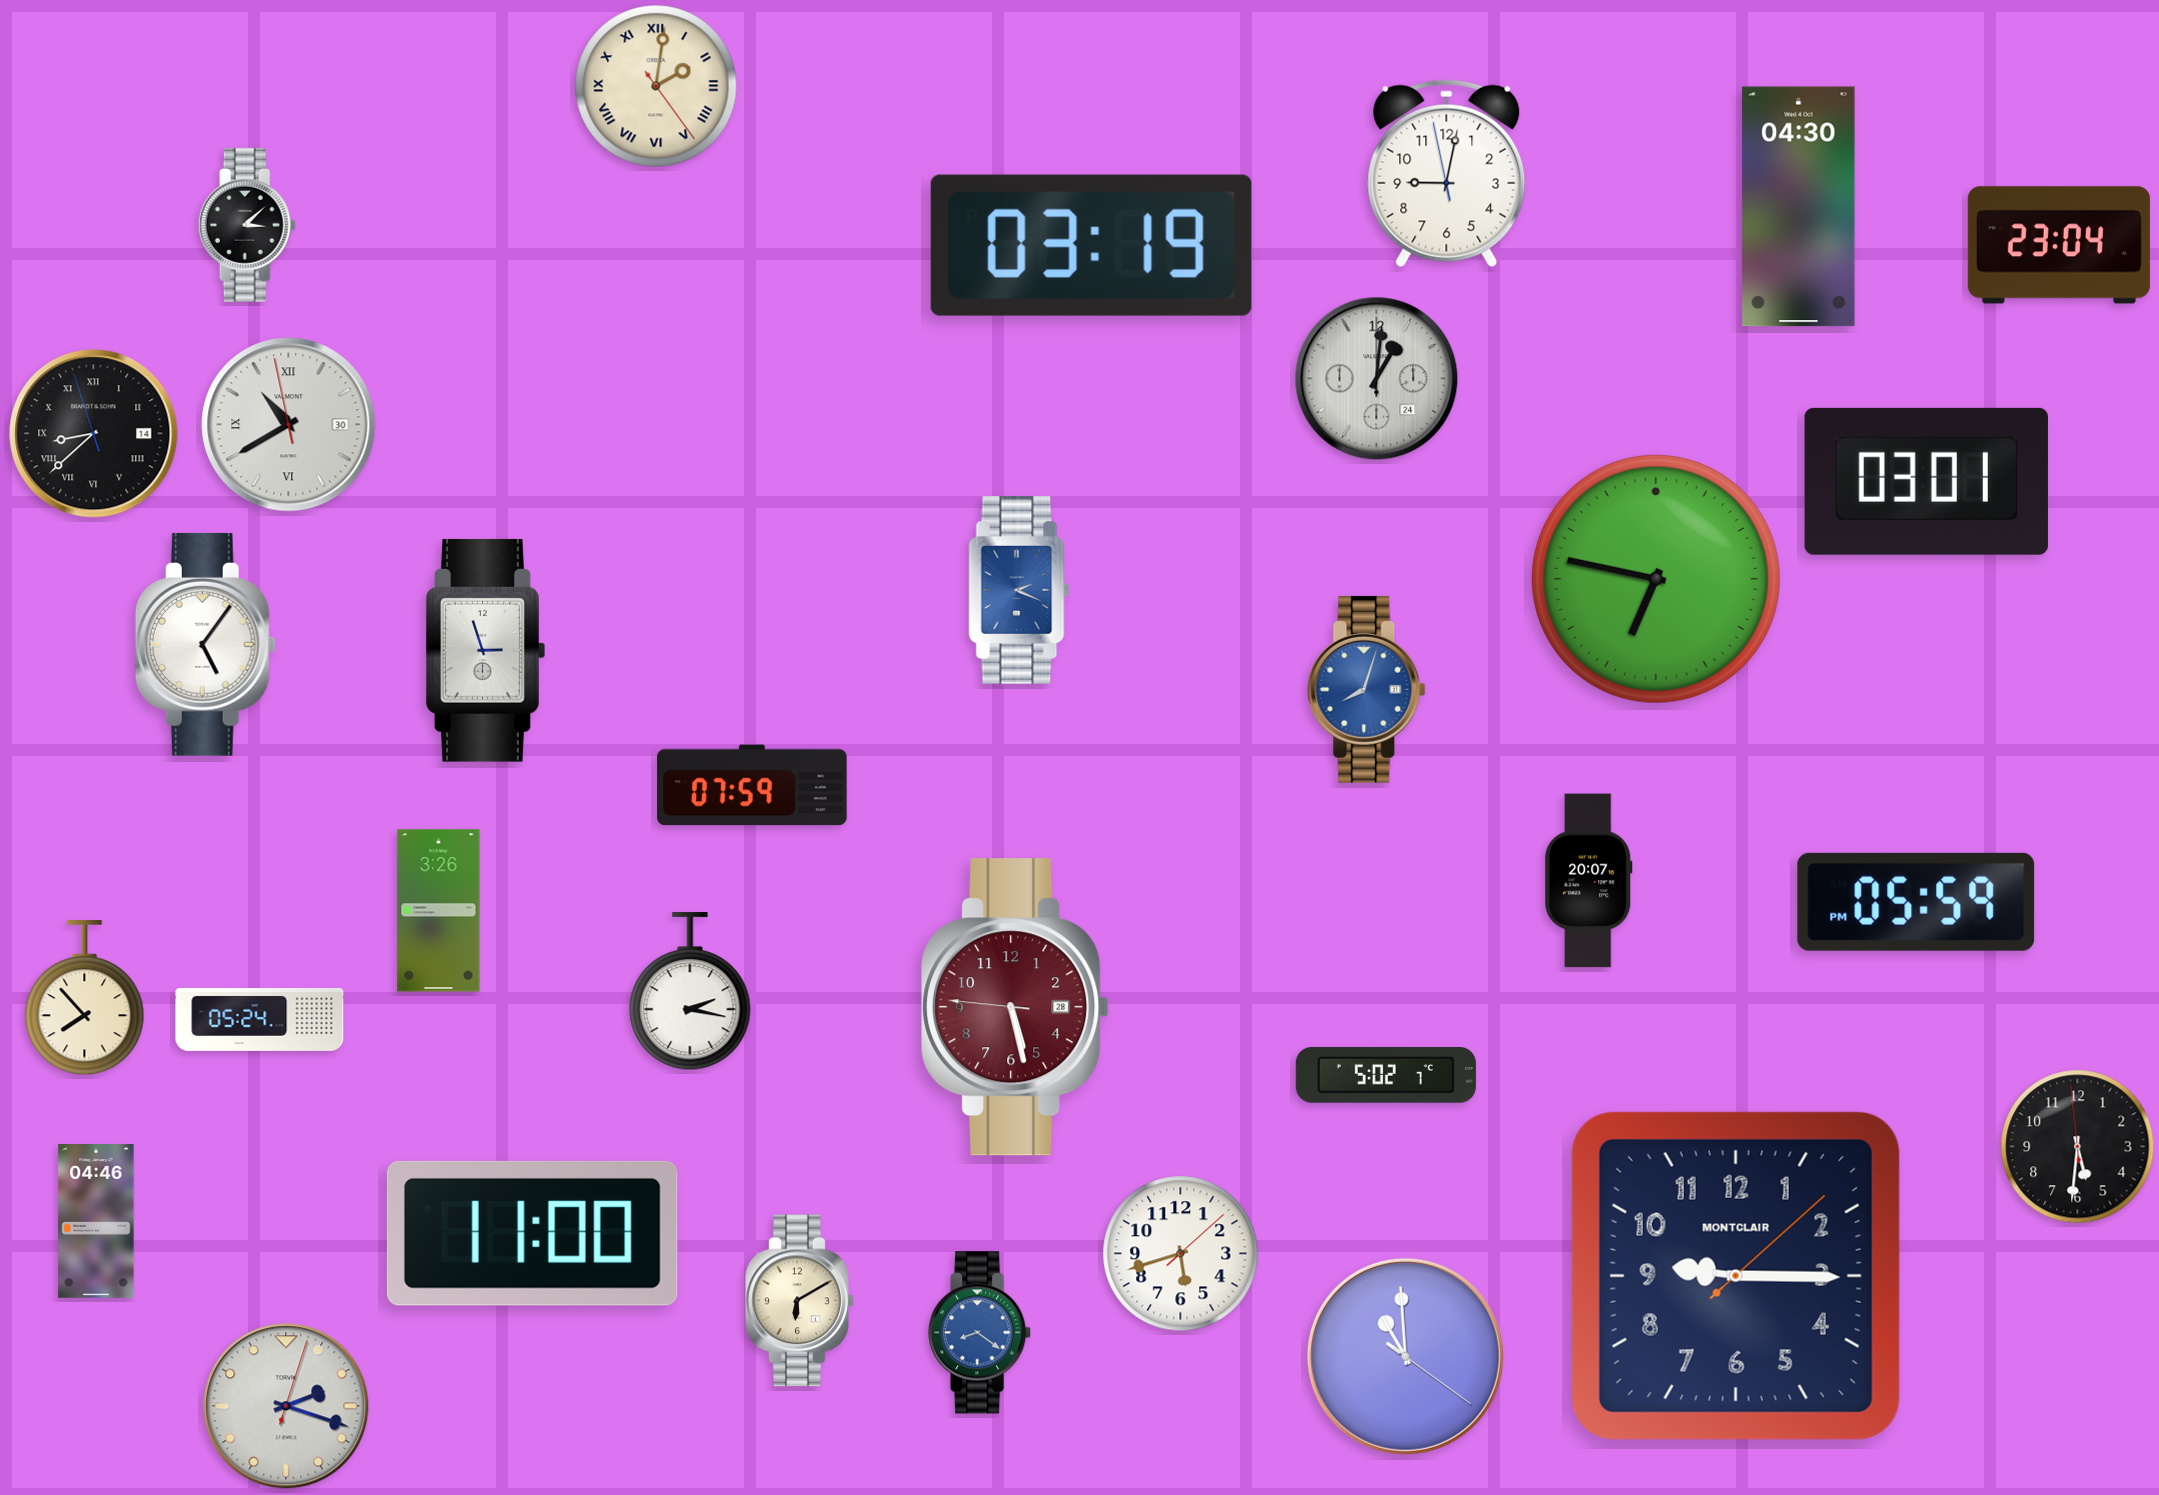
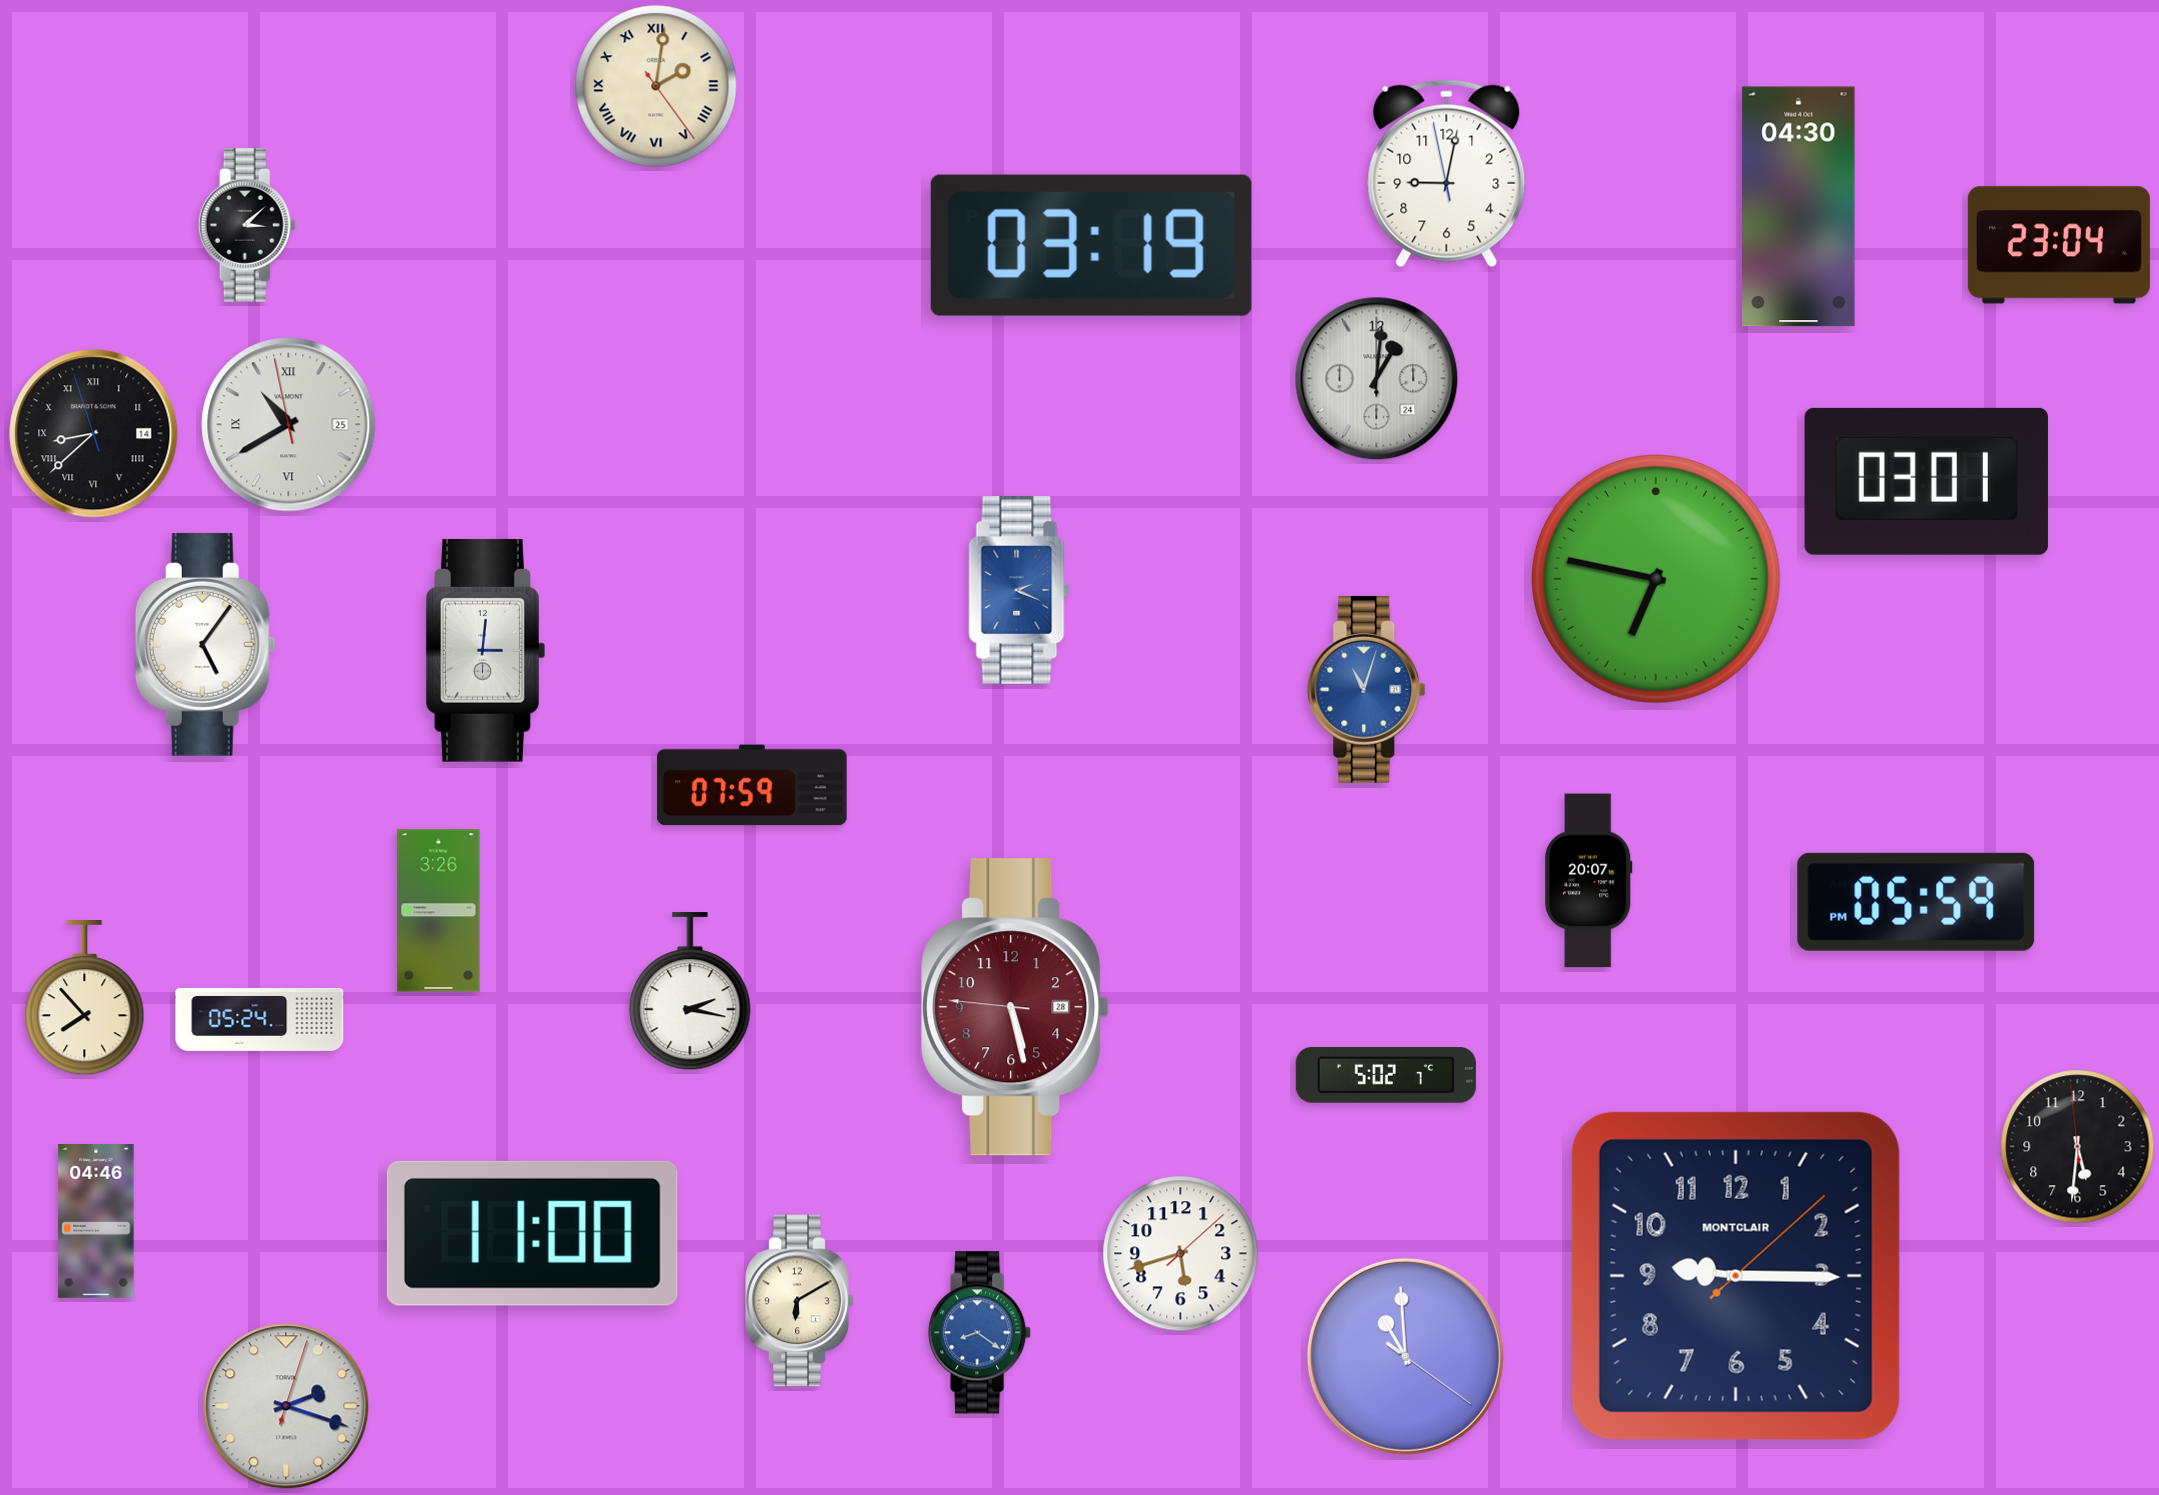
clock at (289, 425) date: 30 -> 25
clock at (485, 650): 2:57 -> 3:01
clock at (1367, 689): 8:03 -> 11:03
